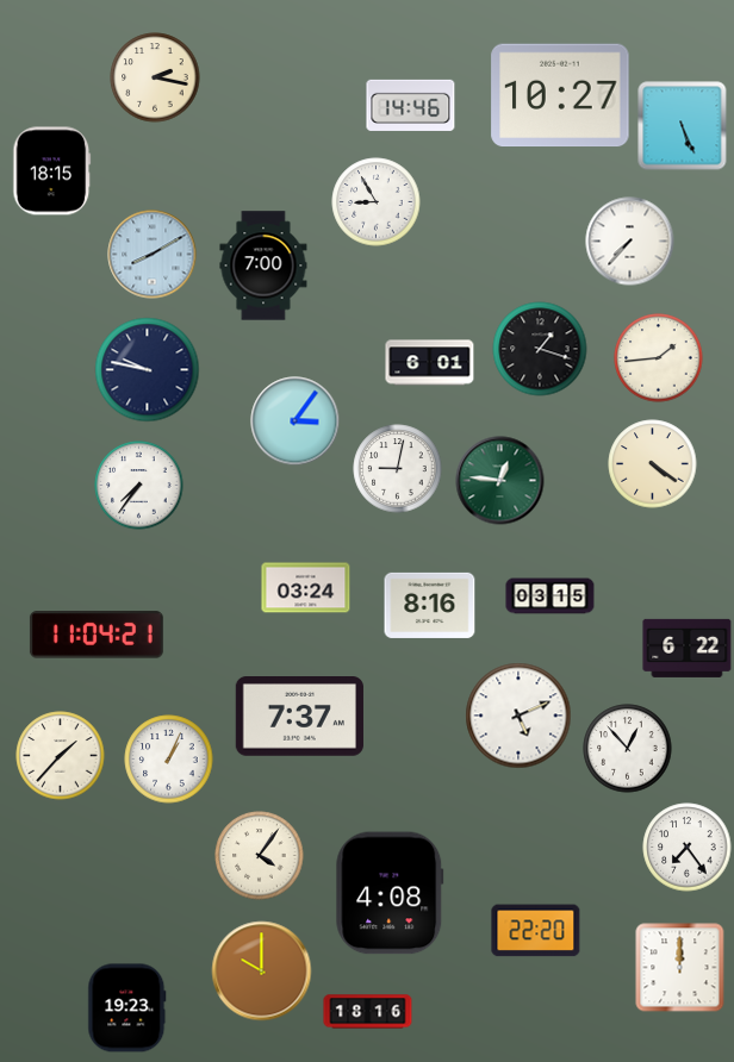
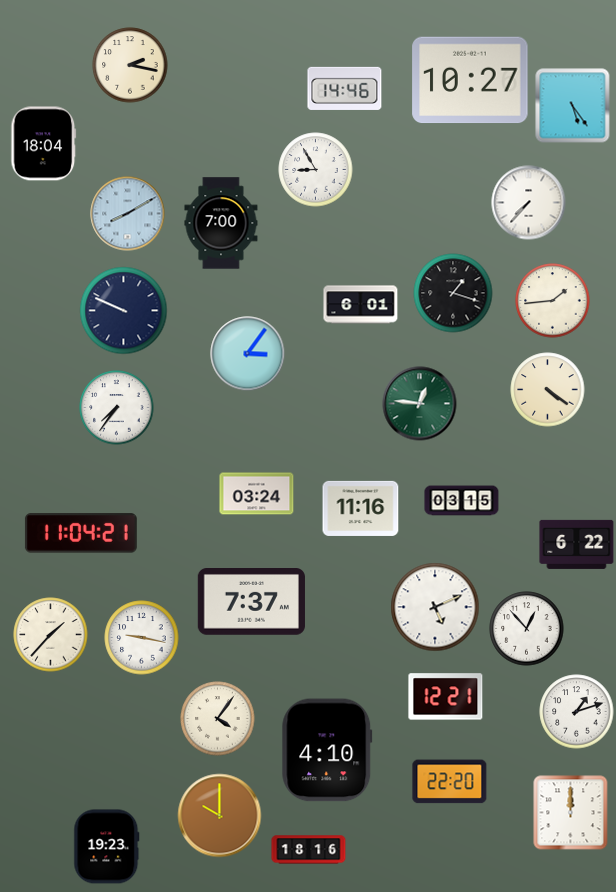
clock at (683, 126): 5:26 -> 5:24
clock at (52, 171): 18:15 -> 18:04
clock at (148, 370): 9:47 -> 9:49
clock at (398, 469): 9:02 -> none
clock at (430, 605): 8:16 -> 11:16
clock at (518, 716) position: (518, 716) -> (435, 607)
clock at (169, 760): 1:04 -> 9:17
clock at (446, 697): none -> 12:21
clock at (688, 848): 7:24 -> 1:12
clock at (390, 893): 4:08 -> 4:10
